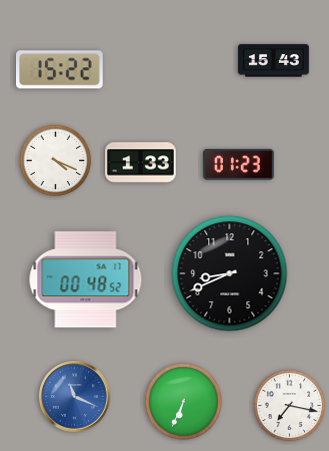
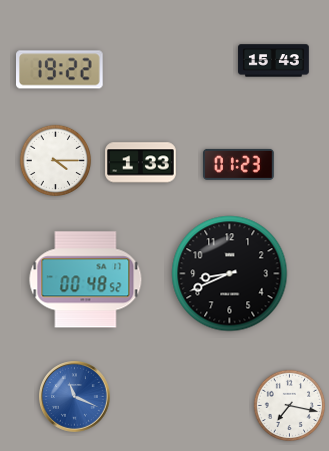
clock at (60, 70): 15:22 -> 19:22
clock at (56, 161): 4:19 -> 4:15
clock at (184, 402): 6:34 -> none
